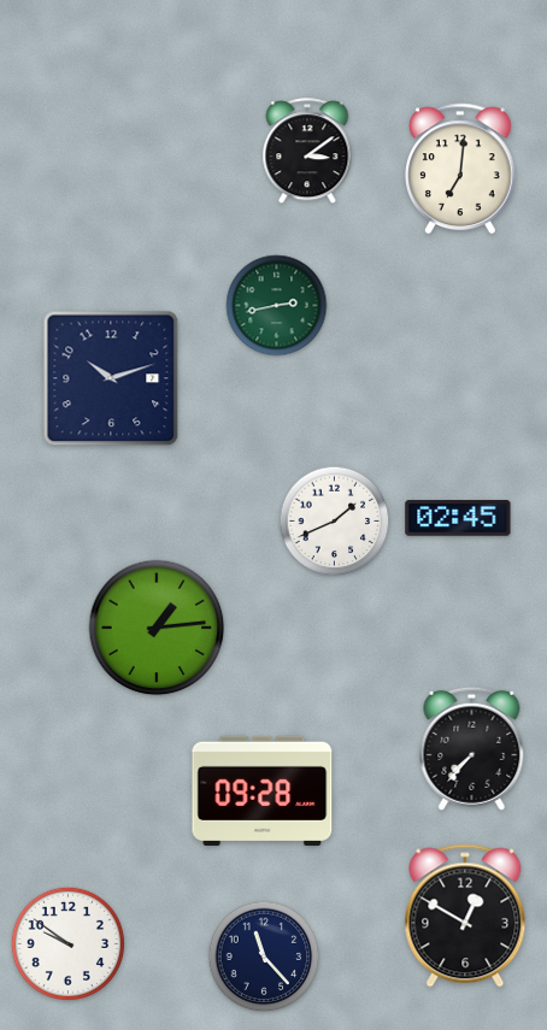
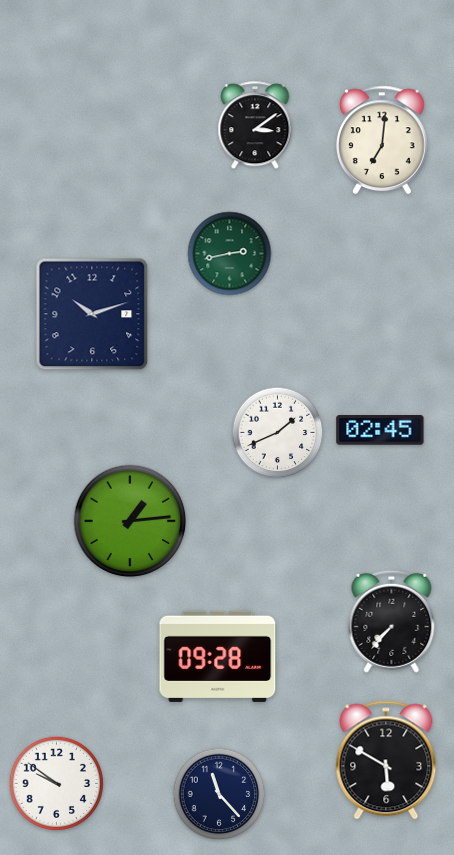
clock at (465, 916): 12:50 -> 5:50
